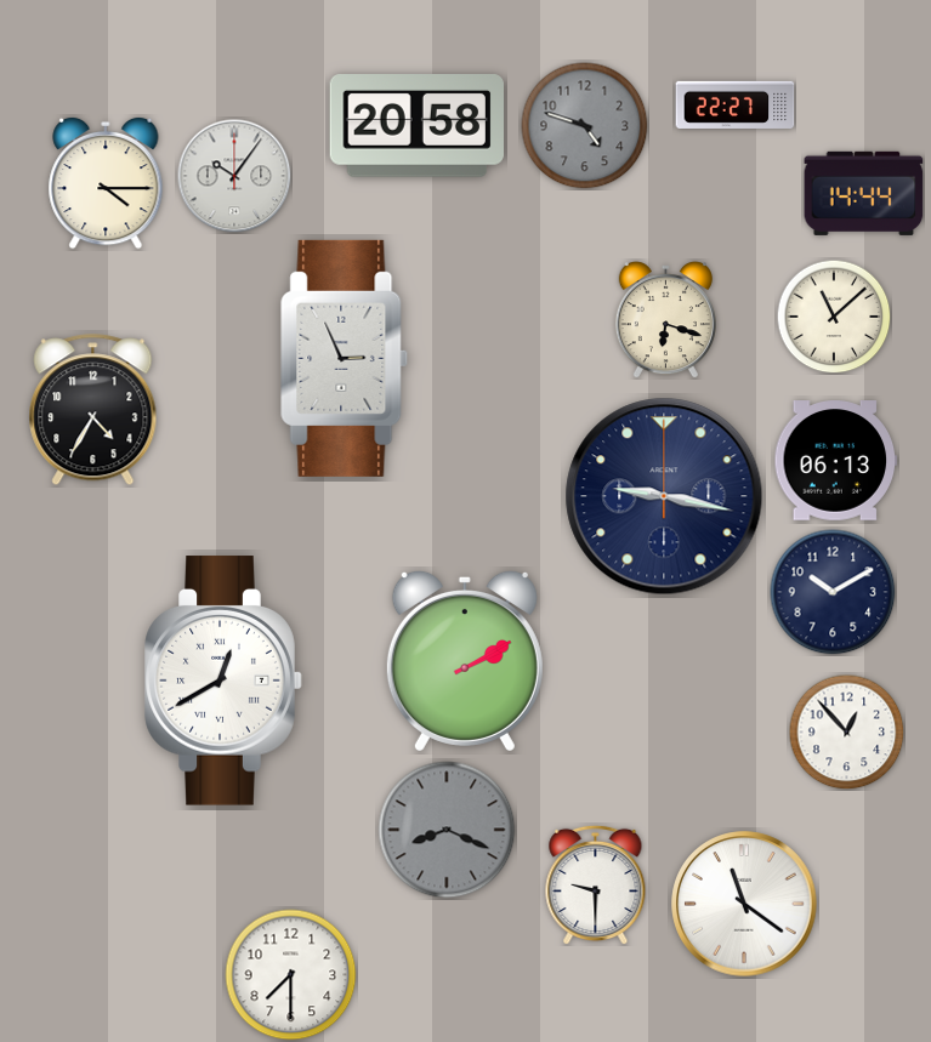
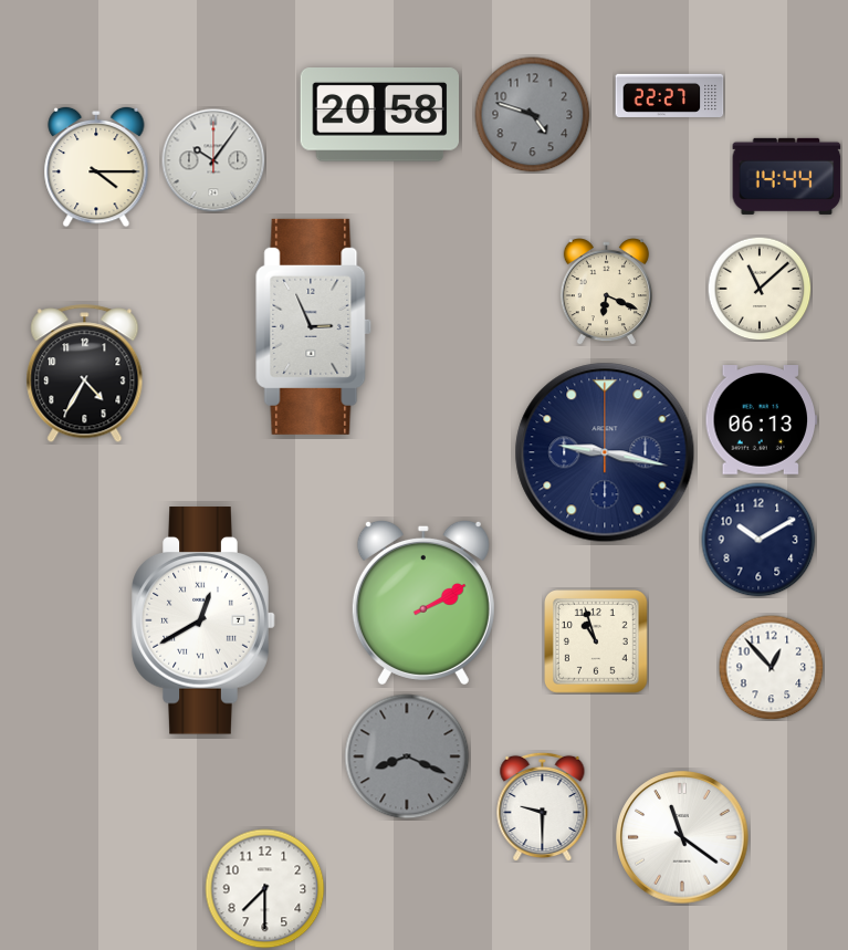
clock at (665, 320): 6:18 -> 6:19
clock at (597, 643): none -> 10:57
clock at (744, 904) position: (744, 904) -> (682, 837)
